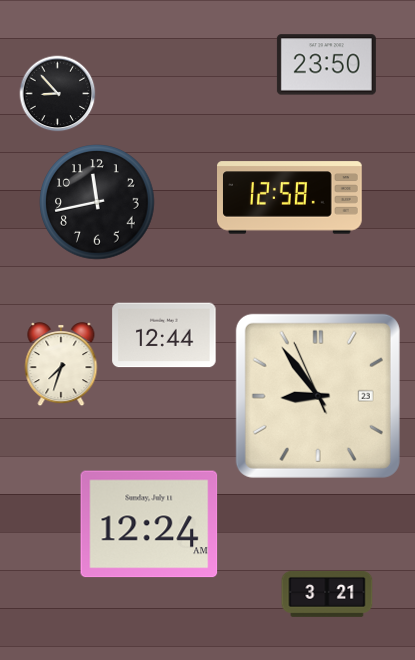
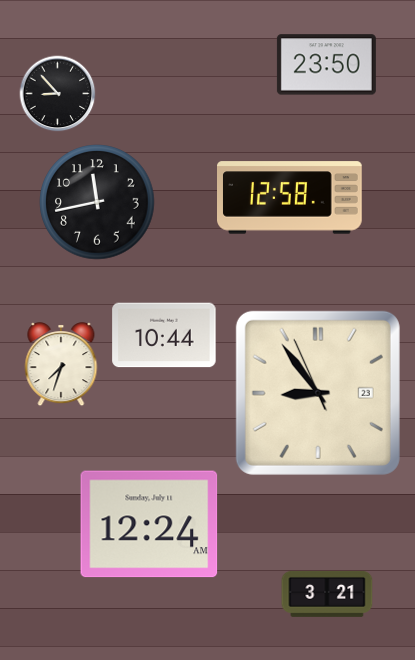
clock at (164, 335): 12:44 -> 10:44
clock at (318, 396) position: (318, 396) -> (318, 393)
